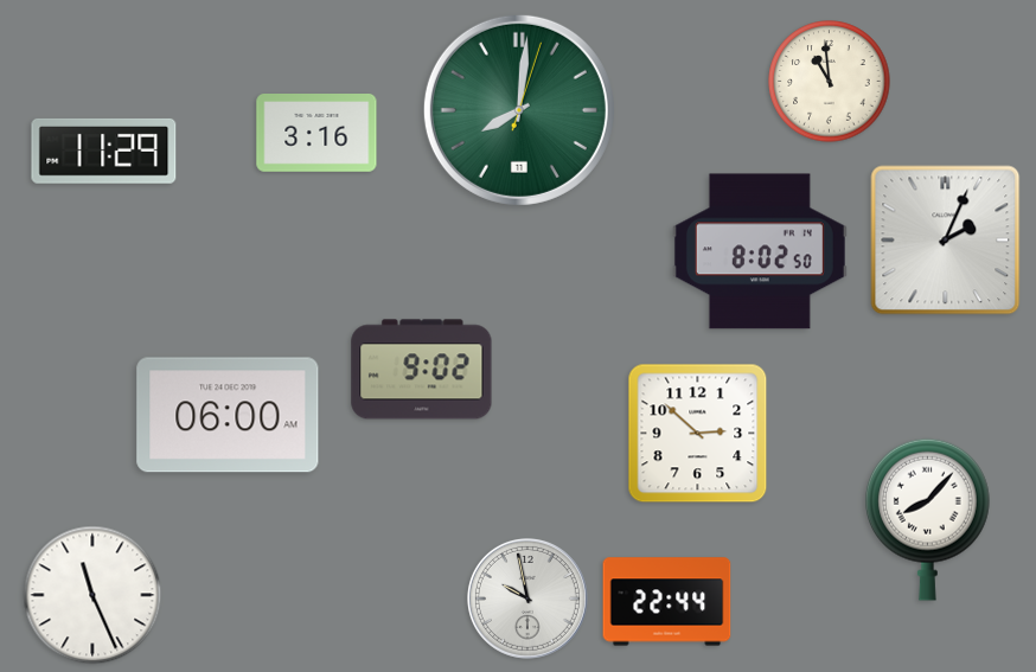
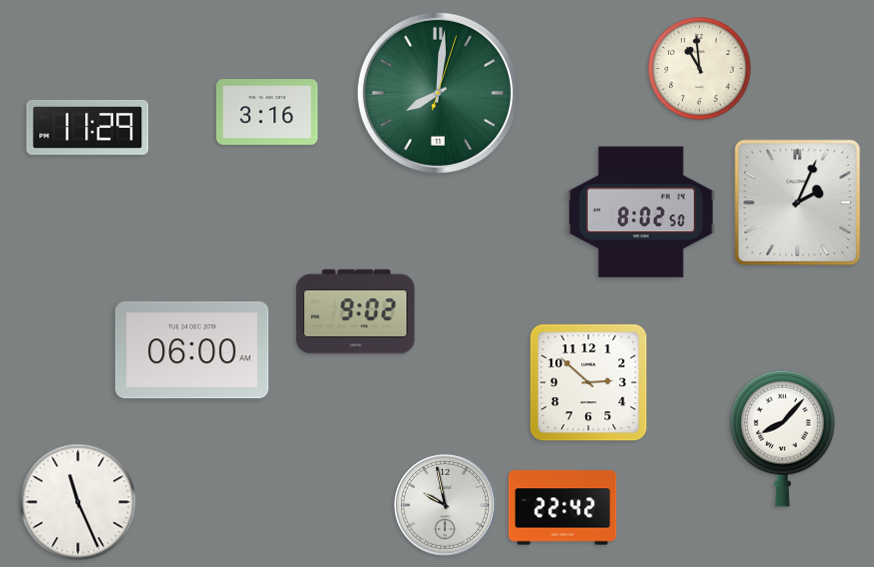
clock at (698, 434) position: (698, 434) -> (589, 383)
clock at (667, 602): 22:44 -> 22:42
